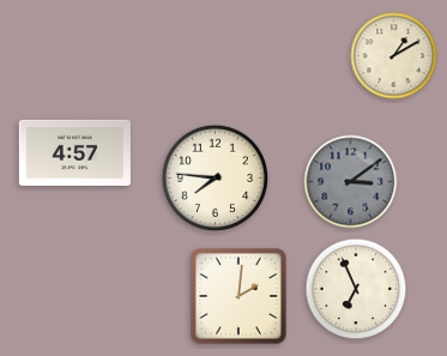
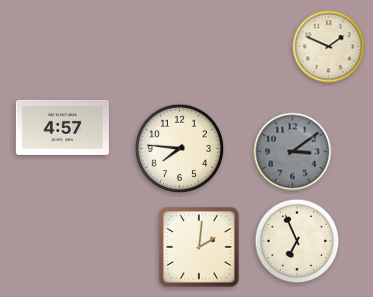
clock at (394, 56): 1:10 -> 1:49
